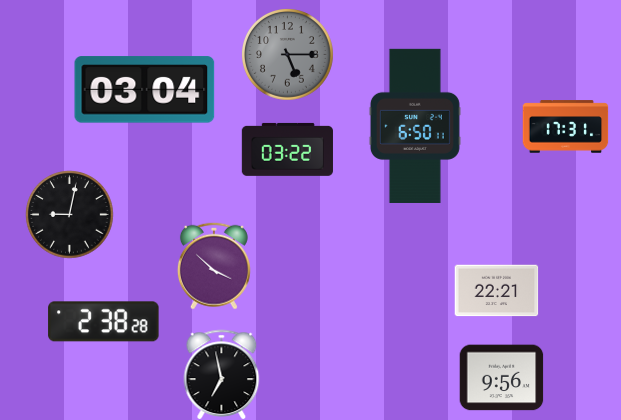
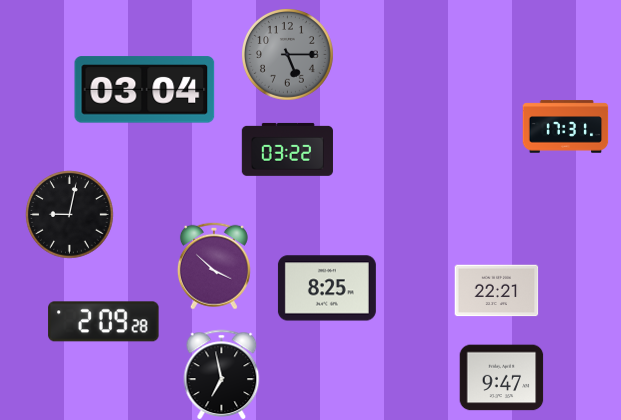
clock at (415, 126): 6:50 -> none
clock at (327, 288): none -> 8:25
clock at (104, 322): 2:38 -> 2:09
clock at (501, 378): 9:56 -> 9:47
